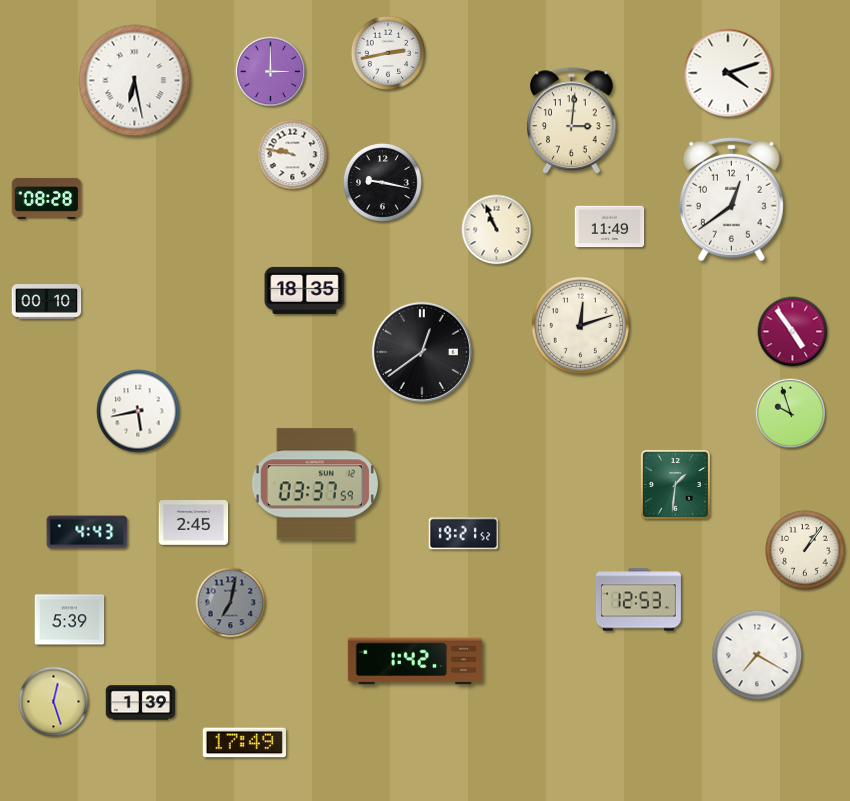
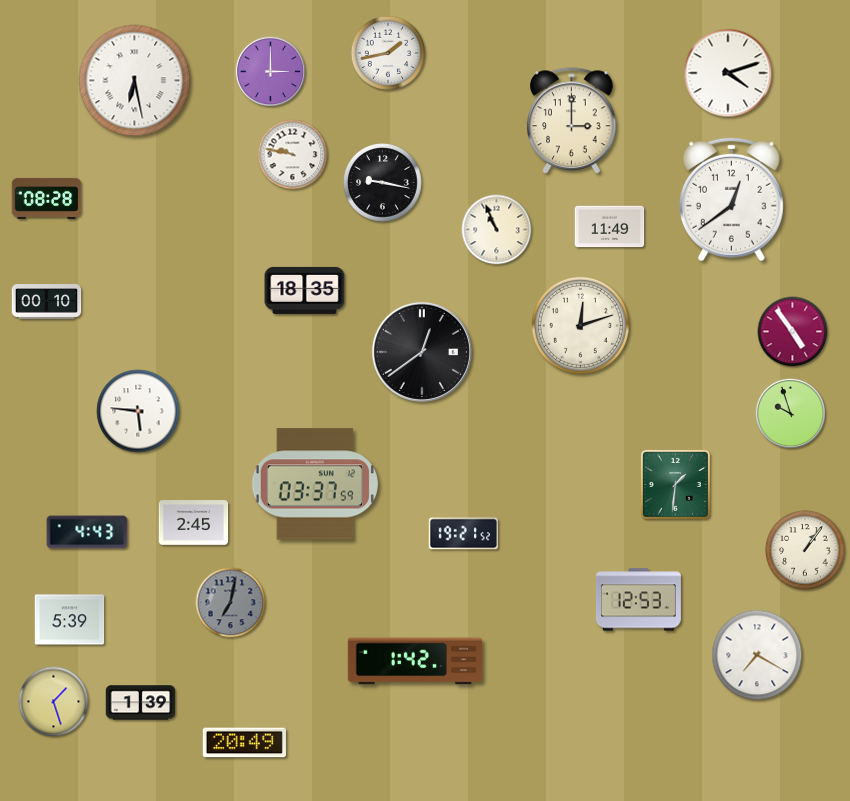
clock at (388, 53): 2:43 -> 1:43
clock at (572, 121): 3:01 -> 3:00
clock at (138, 411): 5:43 -> 5:46
clock at (54, 702): 12:27 -> 1:27
clock at (244, 743): 17:49 -> 20:49
